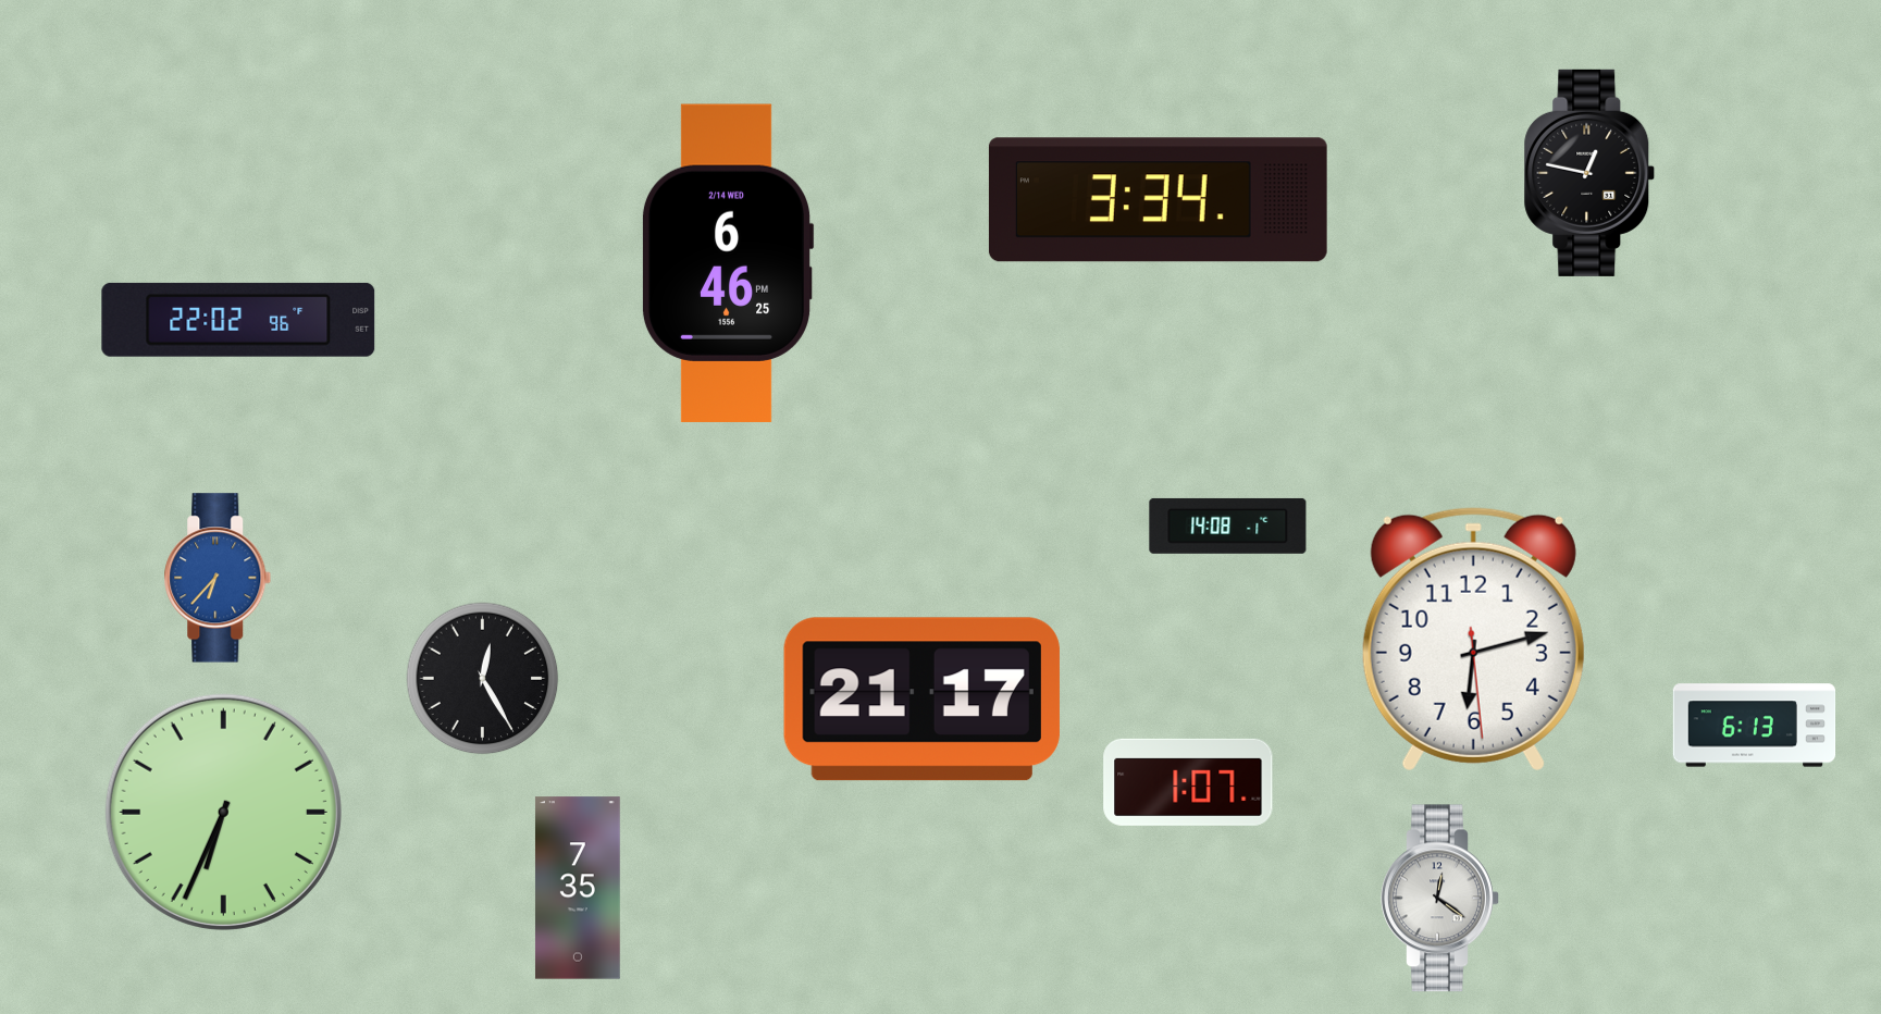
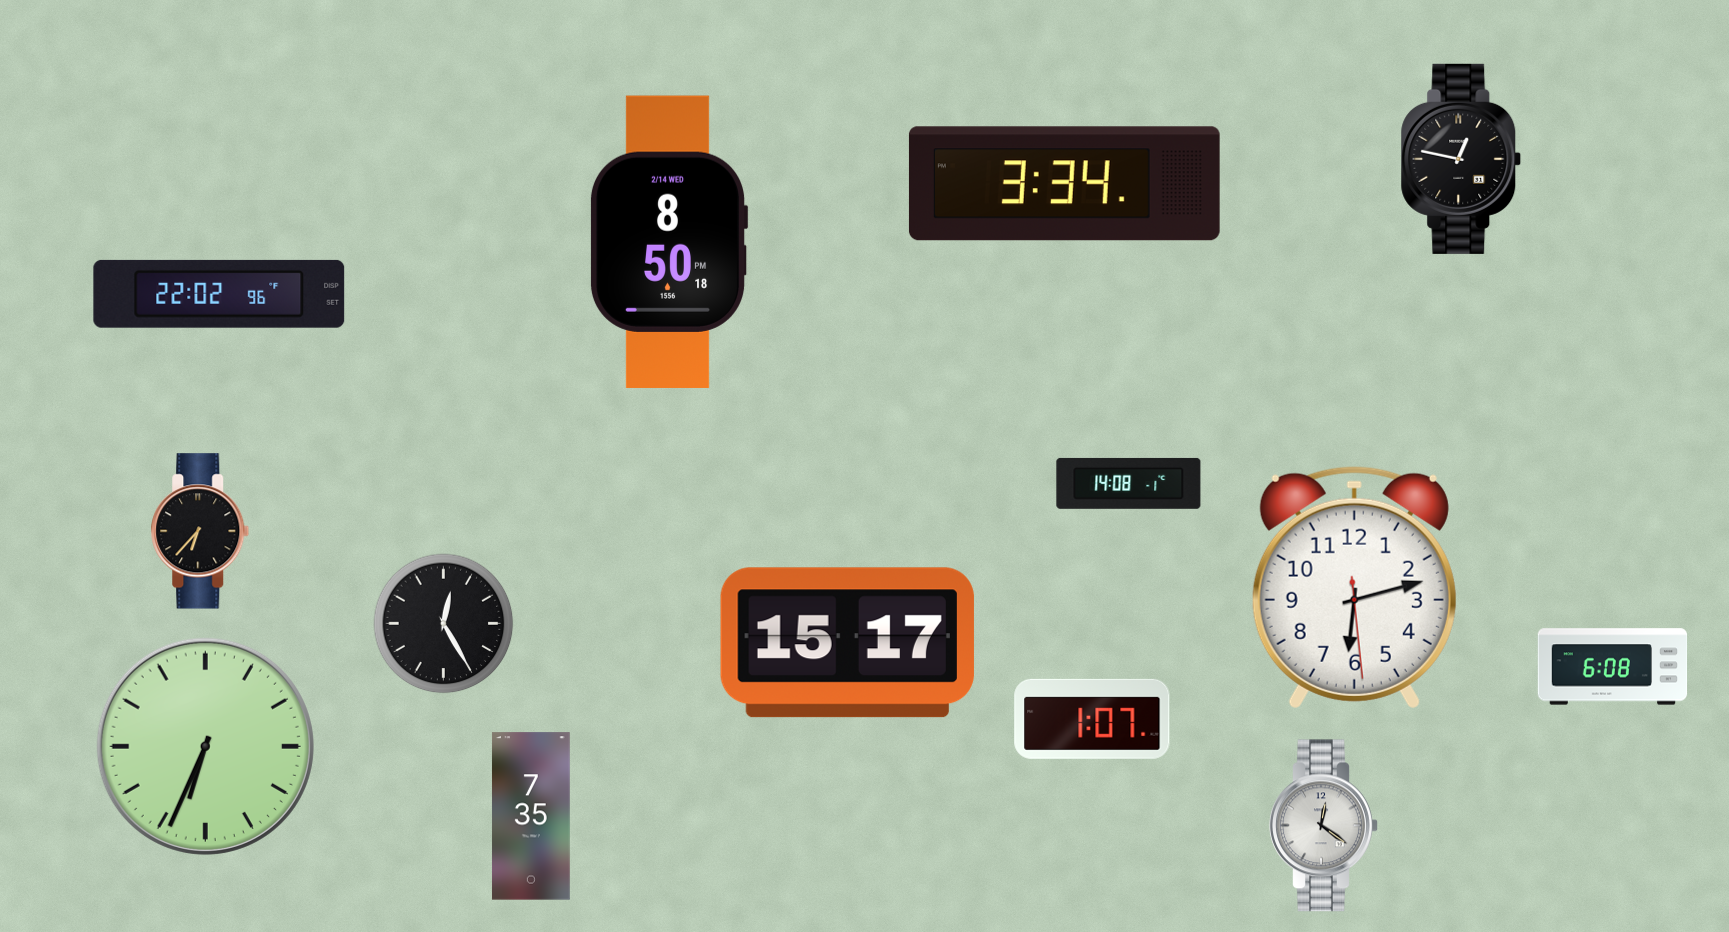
clock at (728, 263): 6:46 -> 8:50
clock at (218, 578) dial: blue -> black
clock at (921, 700): 21:17 -> 15:17
clock at (1755, 726): 6:13 -> 6:08
